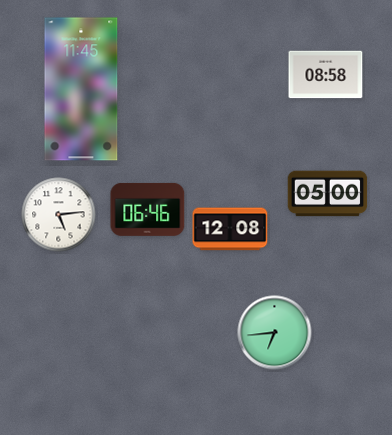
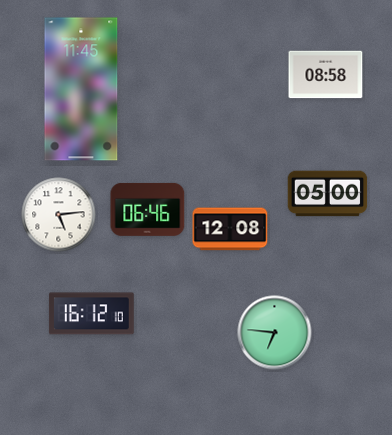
clock at (91, 314): none -> 16:12
clock at (275, 333): 6:44 -> 6:46
